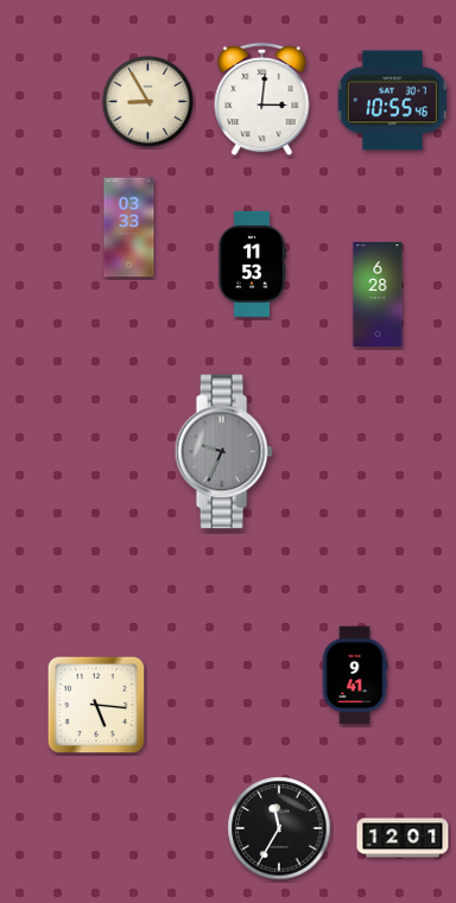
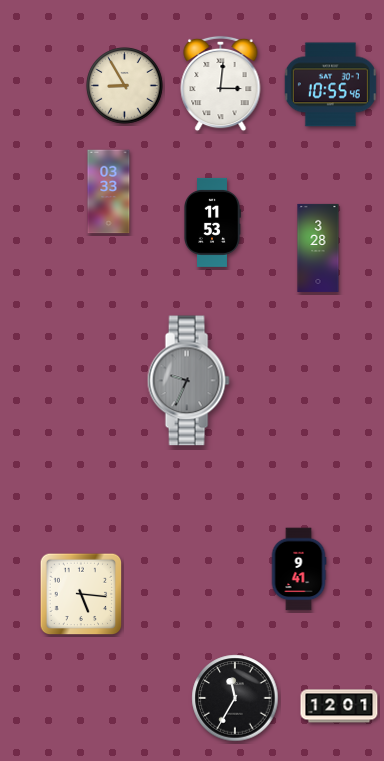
clock at (378, 294): 6:28 -> 3:28
